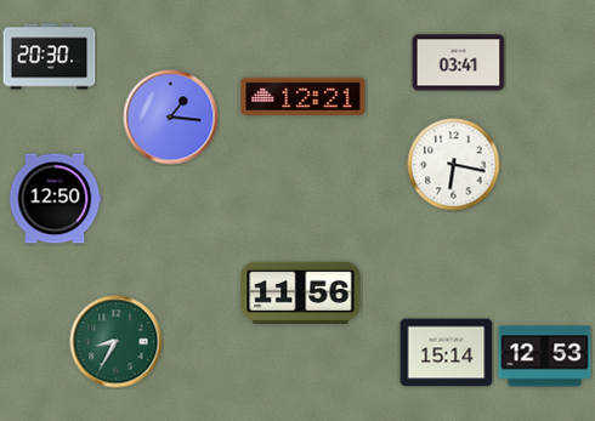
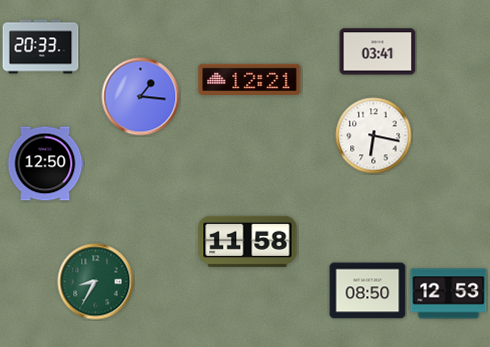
clock at (50, 57): 20:30 -> 20:33
clock at (301, 292): 11:56 -> 11:58
clock at (447, 353): 15:14 -> 08:50
